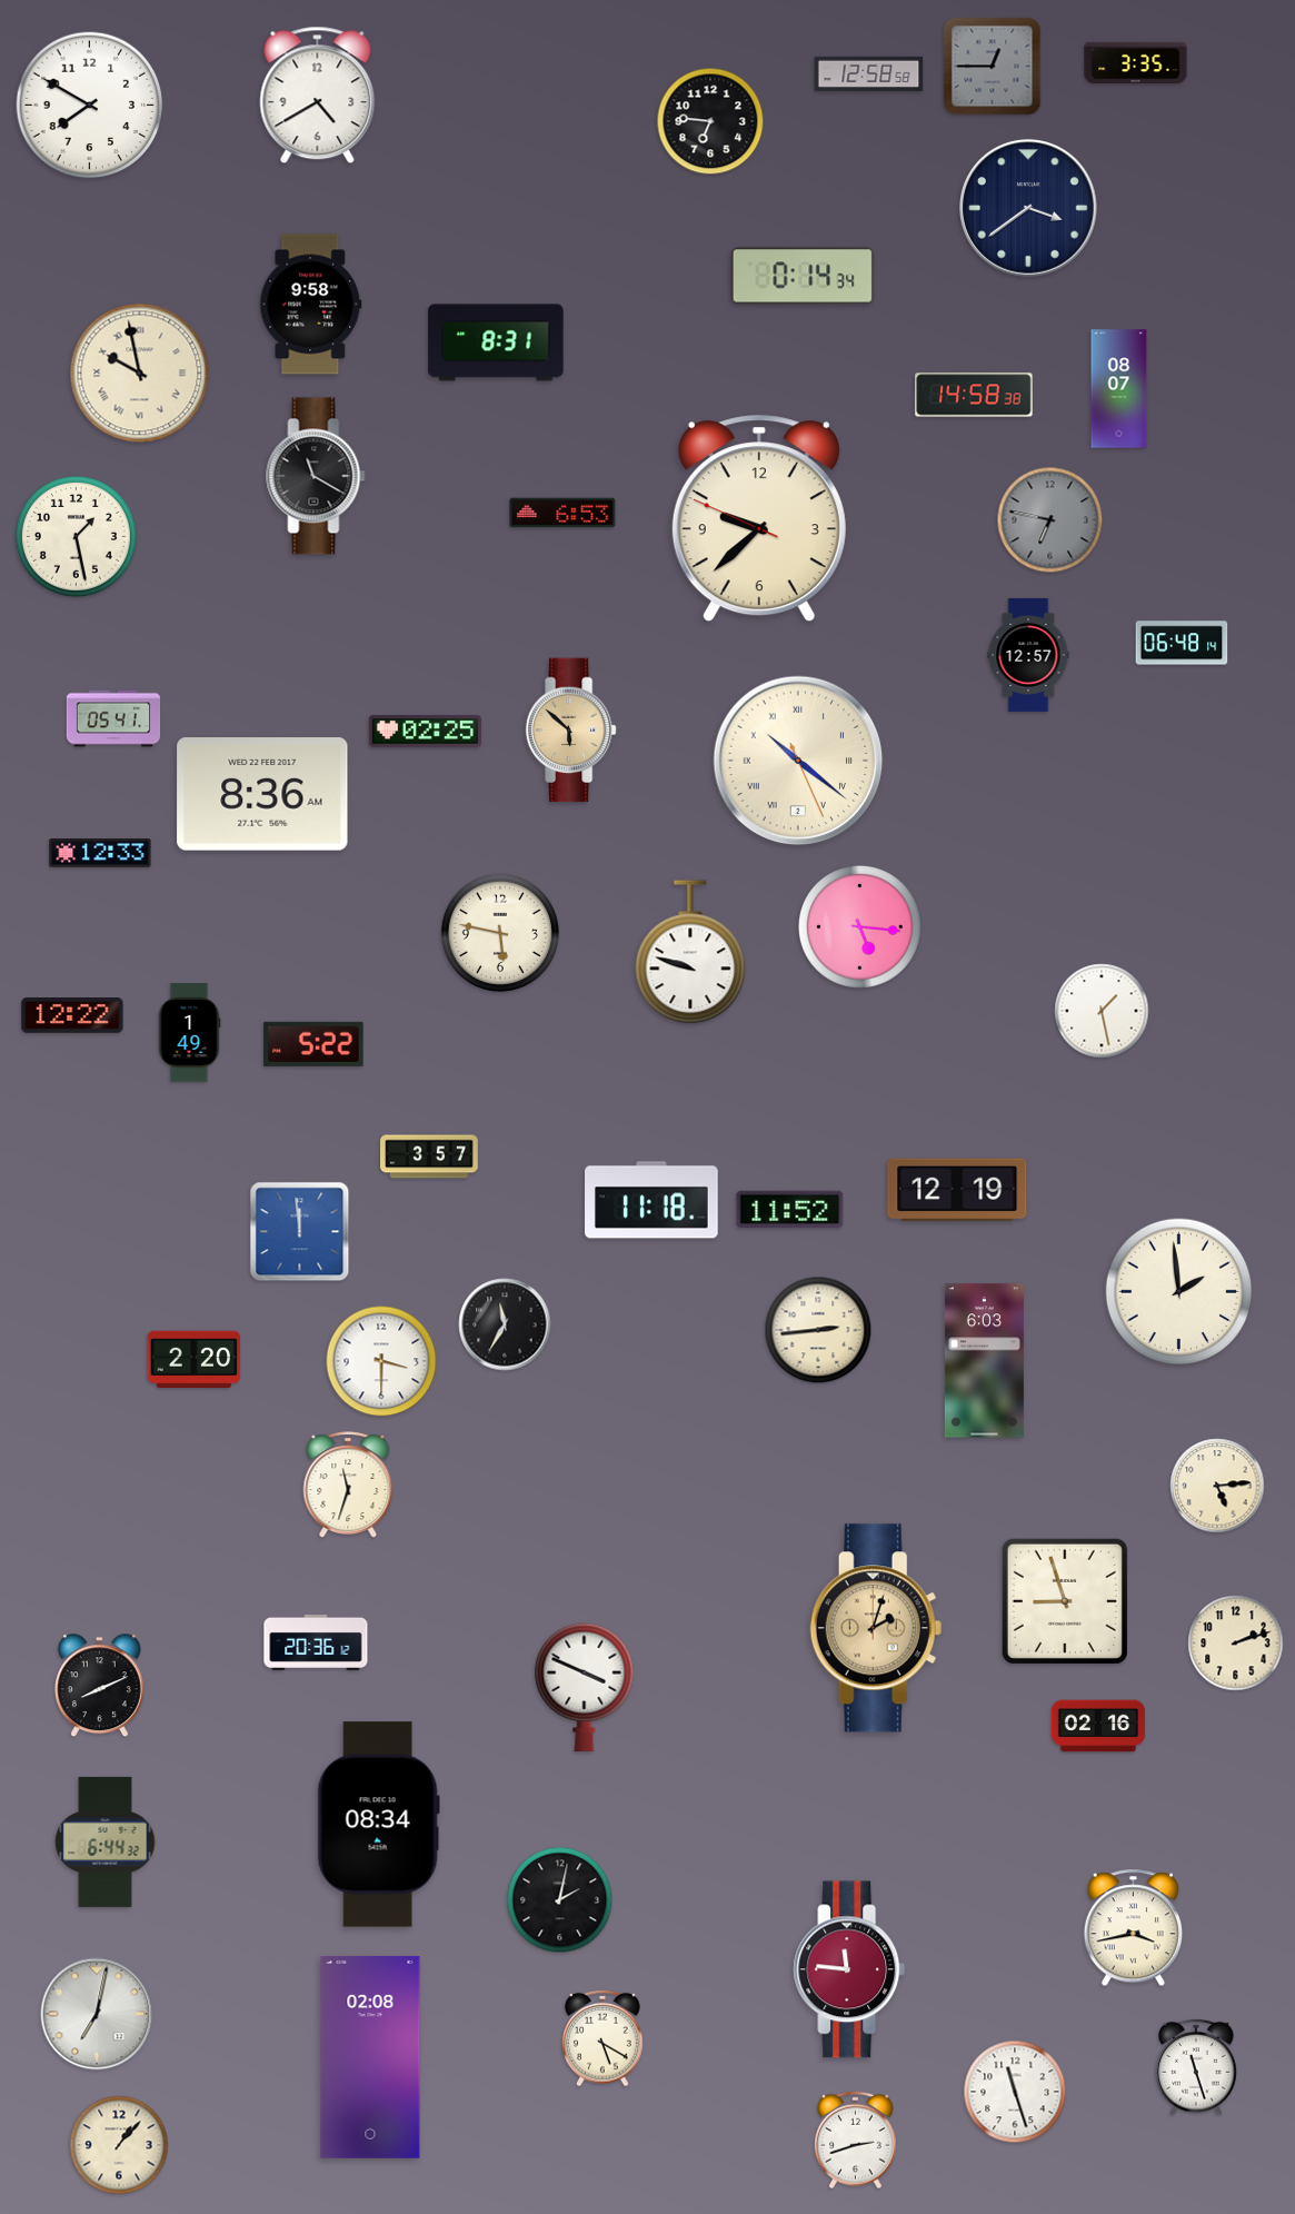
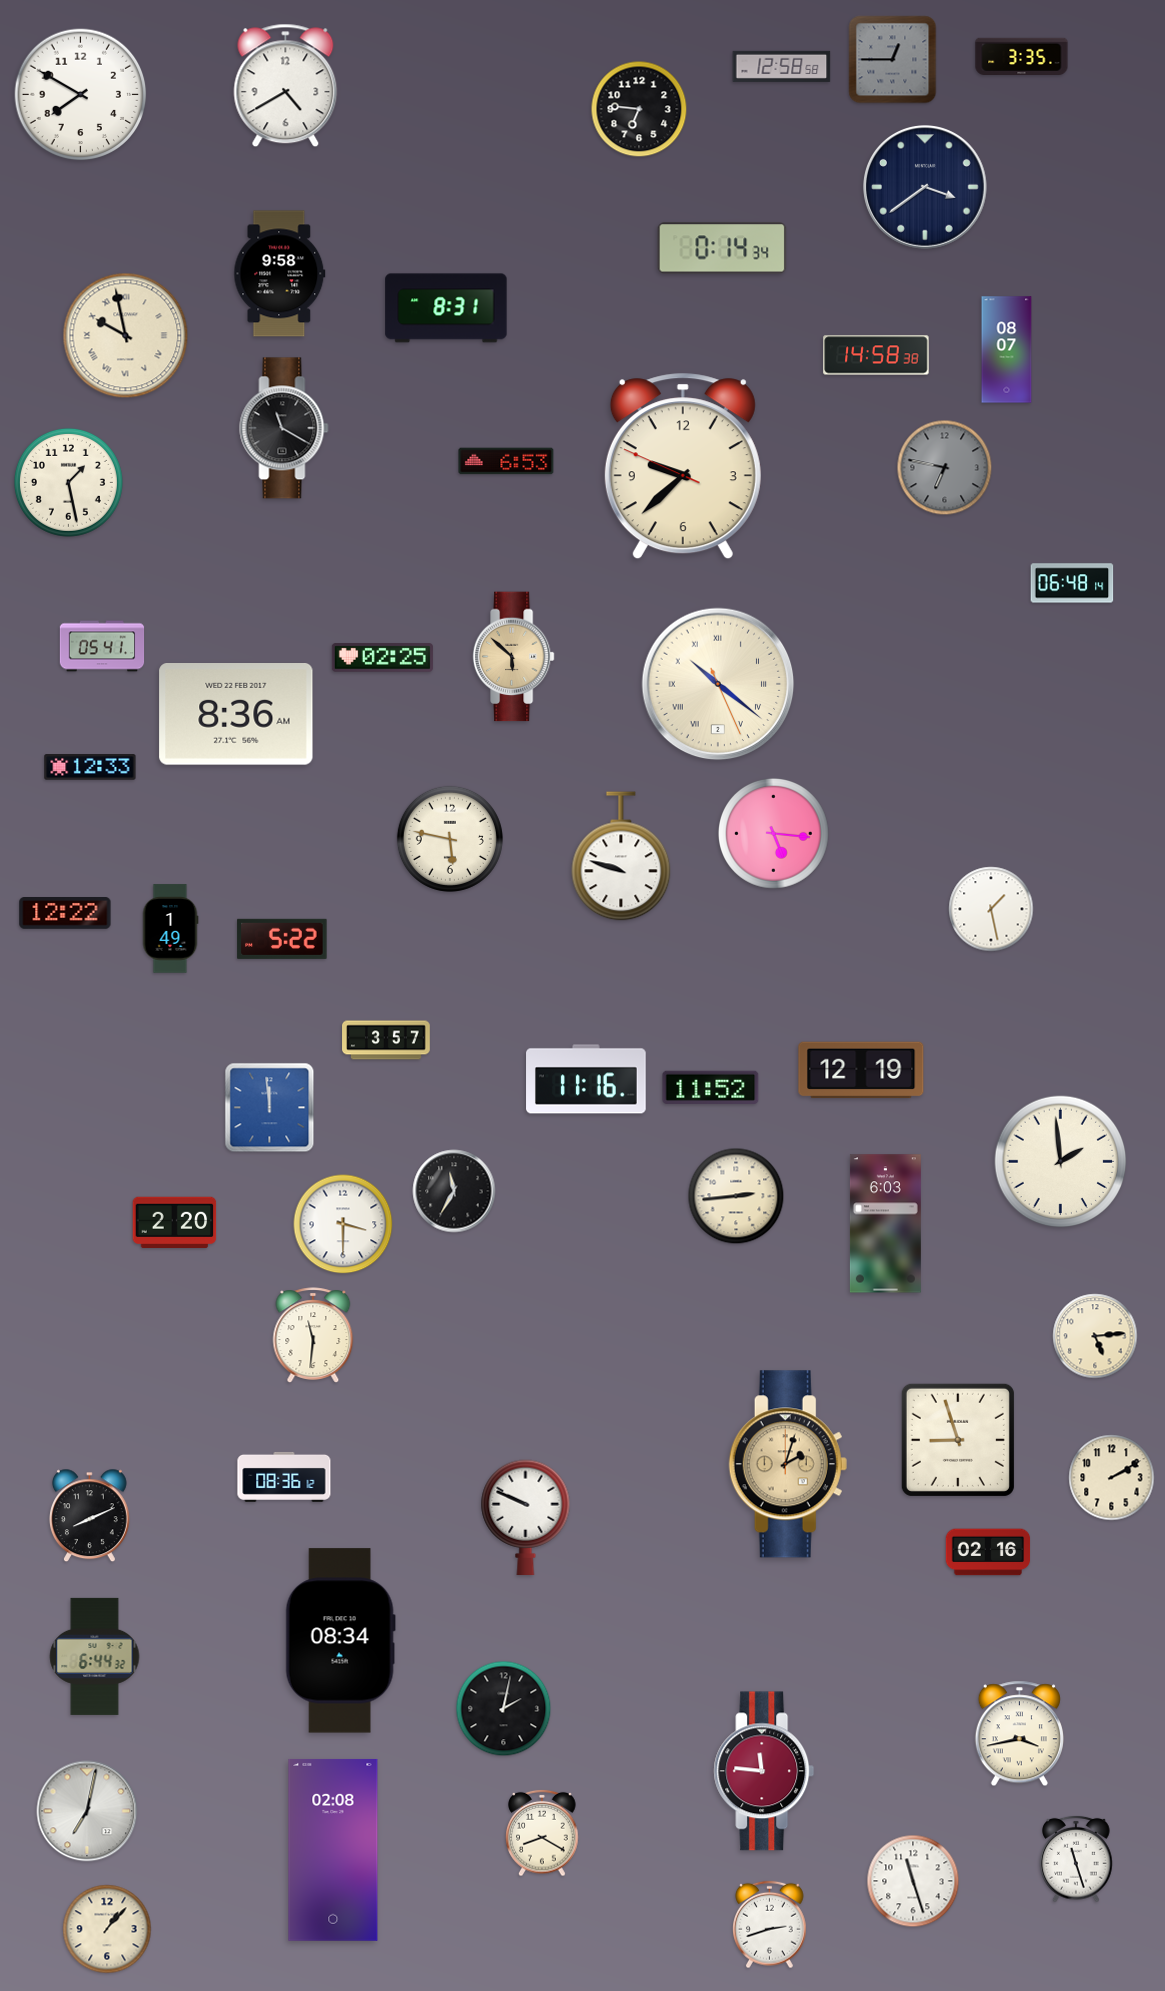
clock at (1182, 643) position: (1182, 643) -> (1072, 583)
clock at (1028, 655): 12:57 -> none
clock at (651, 1200): 11:18 -> 11:16
clock at (348, 1485): 11:33 -> 11:31
clock at (316, 1642): 20:36 -> 08:36
clock at (1236, 1644): 2:12 -> 2:10
clock at (585, 1688): 3:49 -> 9:49
clock at (602, 2038): 5:20 -> 8:20
